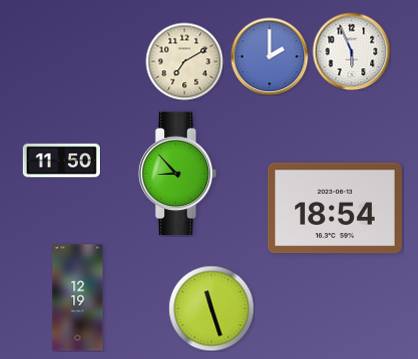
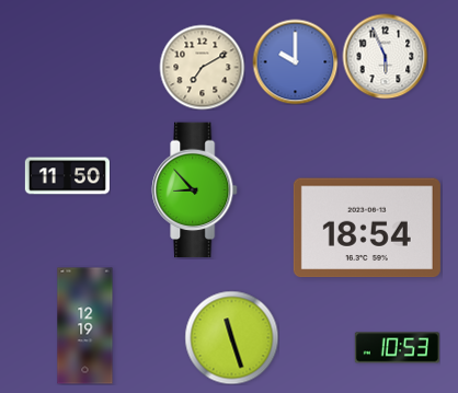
clock at (269, 56): 2:00 -> 10:00
clock at (397, 348): none -> 10:53
